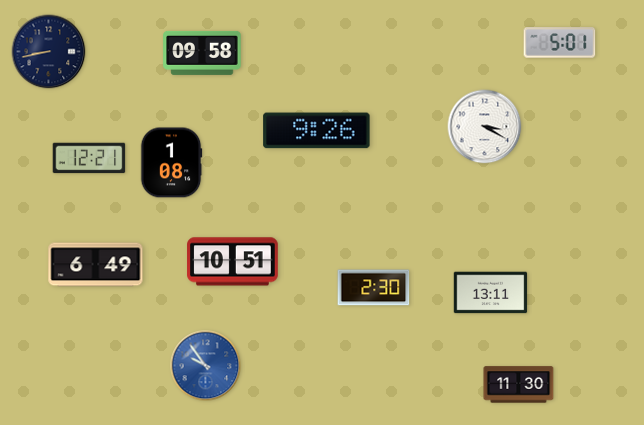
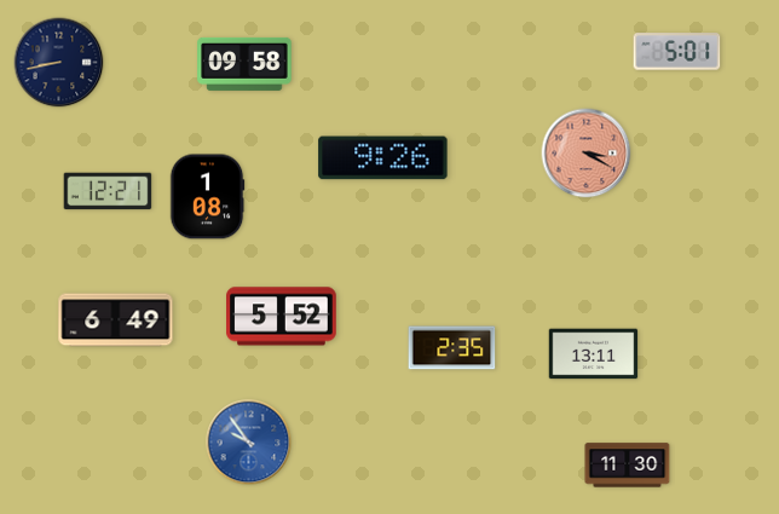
clock at (485, 127) dial: white -> salmon
clock at (233, 262): 10:51 -> 5:52
clock at (374, 288): 2:30 -> 2:35
